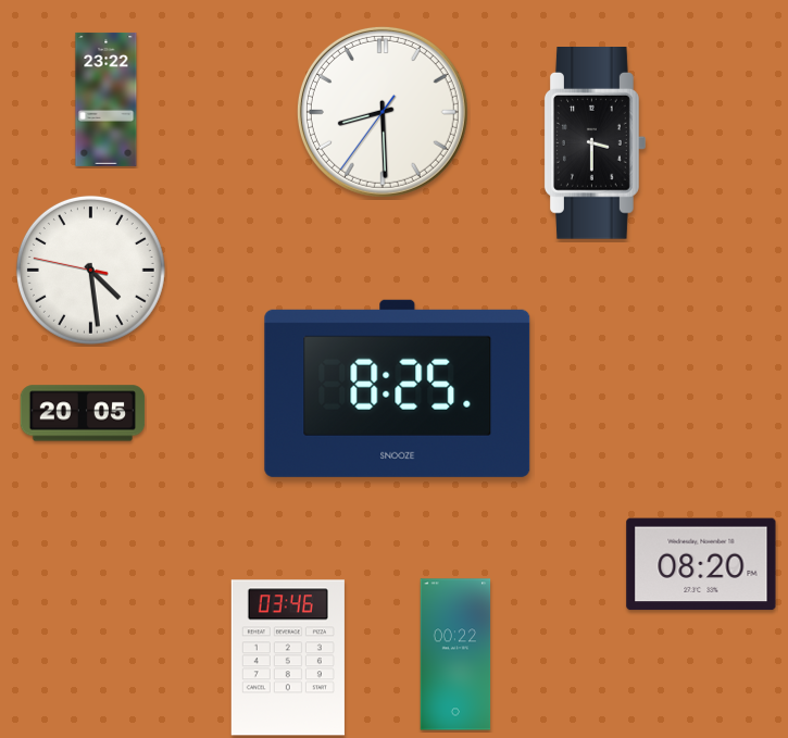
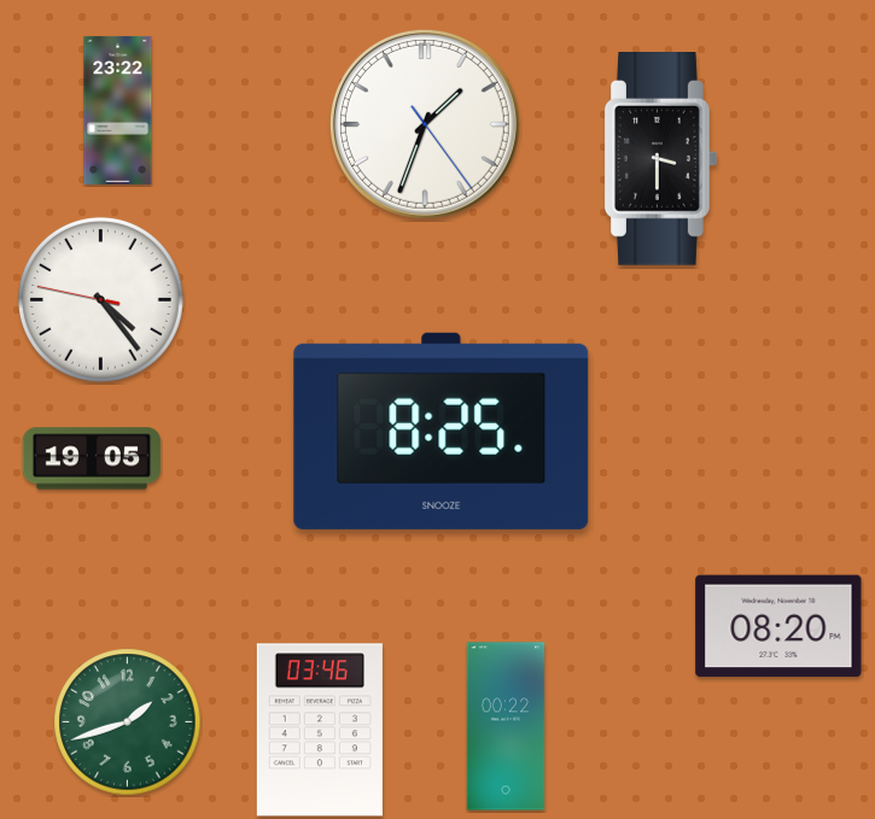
clock at (383, 112): 8:29 -> 1:33
clock at (90, 270): 4:28 -> 4:23
clock at (83, 413): 20:05 -> 19:05
clock at (128, 723): none -> 1:42
